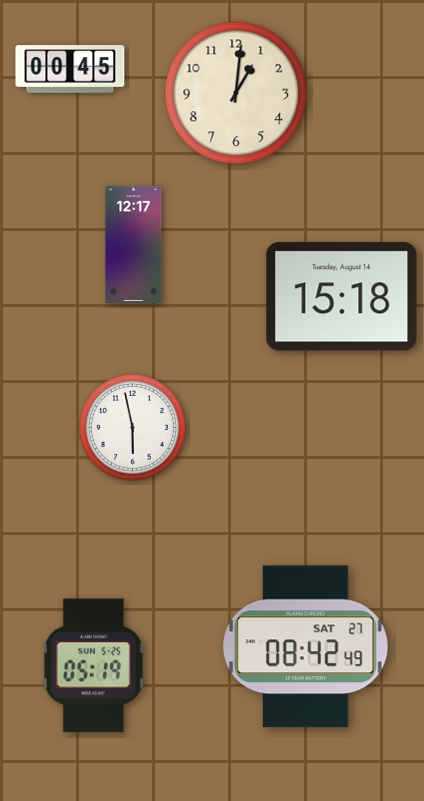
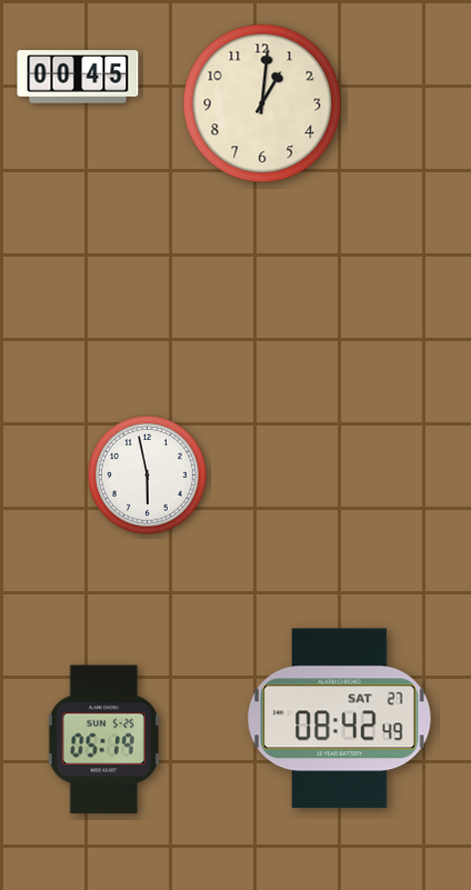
clock at (134, 244): 12:17 -> none
clock at (342, 297): 15:18 -> none
